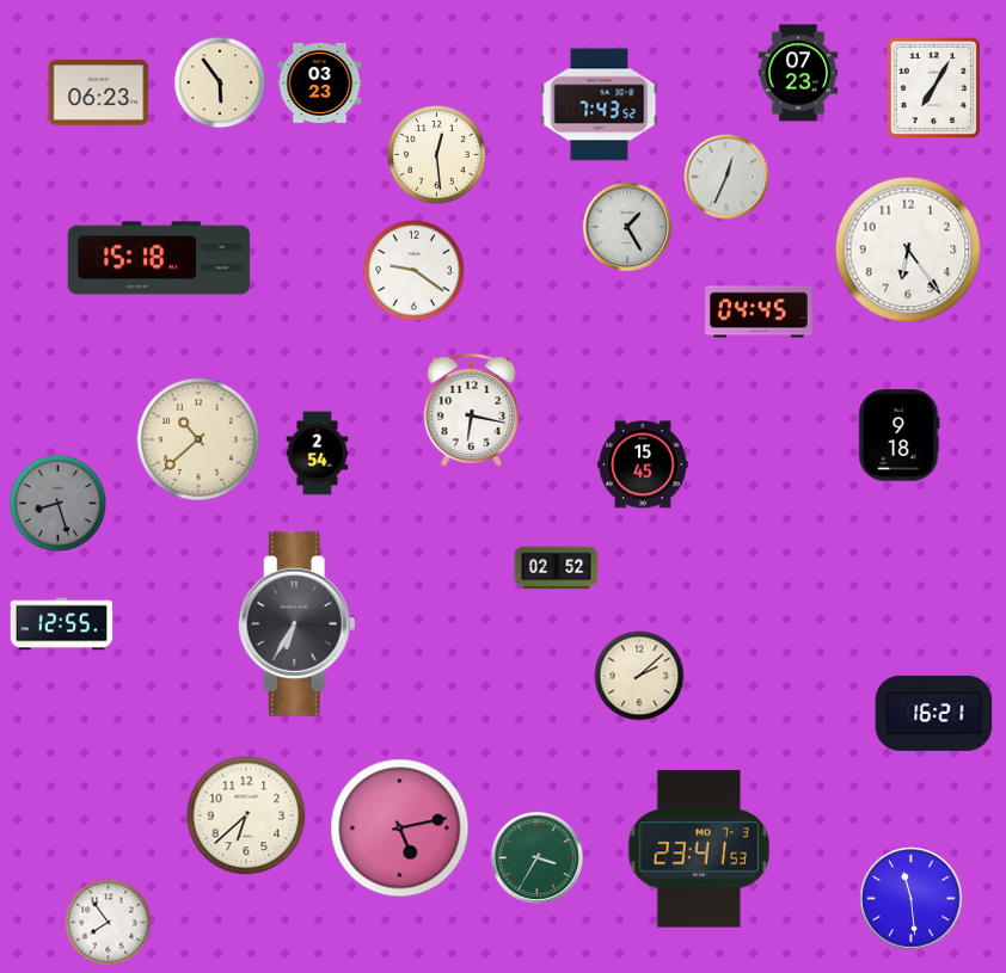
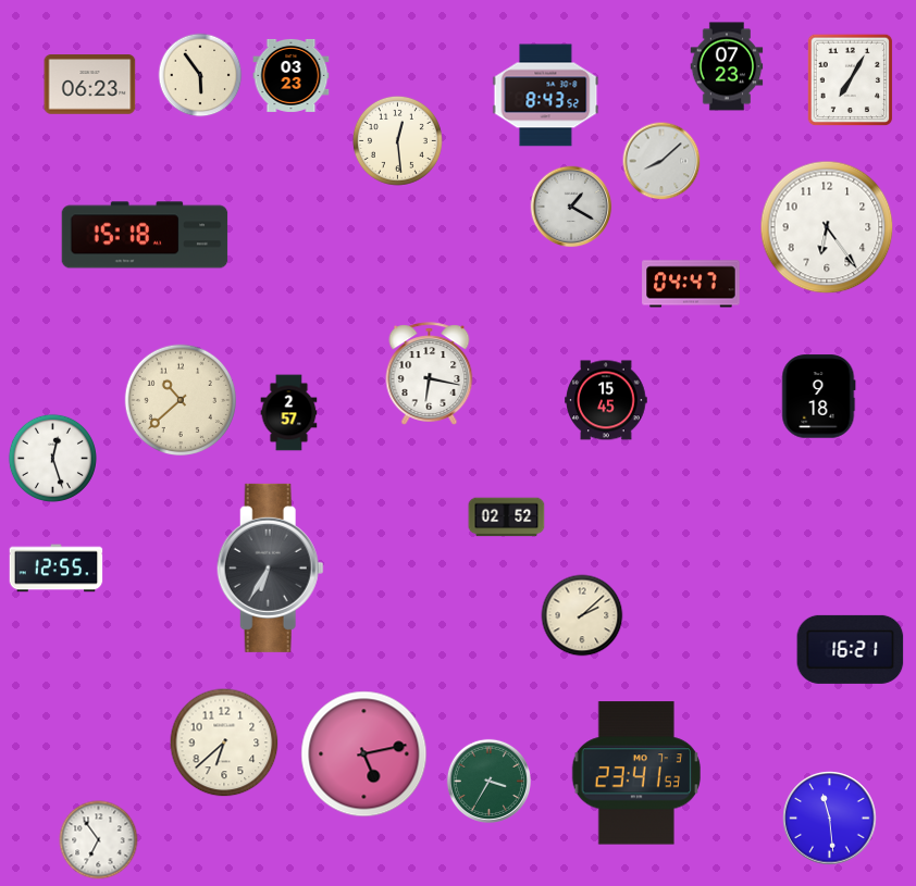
clock at (600, 105): 7:43 -> 8:43
clock at (726, 177): 12:34 -> 8:08
clock at (627, 227): 1:25 -> 1:20
clock at (415, 271): 9:21 -> none
clock at (759, 312): 04:45 -> 04:47
clock at (318, 454): 2:54 -> 2:57
clock at (643, 464) position: (643, 464) -> (606, 400)
clock at (57, 503): 8:27 -> 12:27
clock at (57, 503) dial: grey -> white
clock at (109, 923): 7:54 -> 6:54
